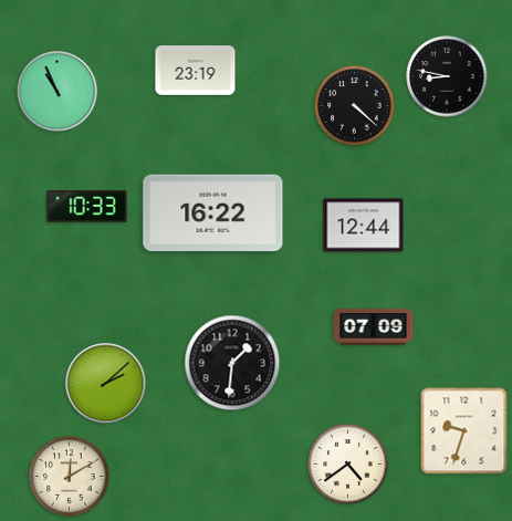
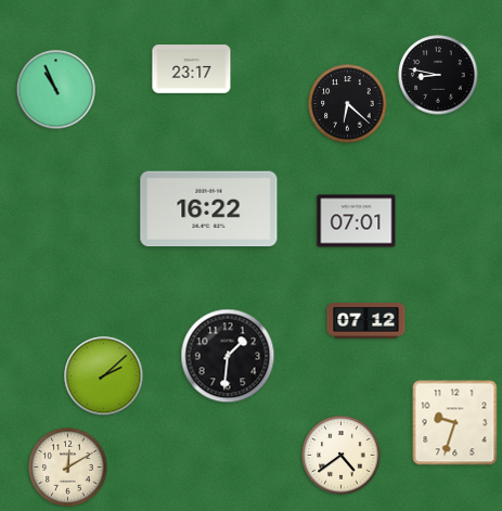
clock at (196, 71): 23:19 -> 23:17
clock at (355, 106): 4:22 -> 6:22
clock at (87, 207): 10:33 -> none
clock at (364, 226): 12:44 -> 07:01
clock at (374, 327): 07:09 -> 07:12
